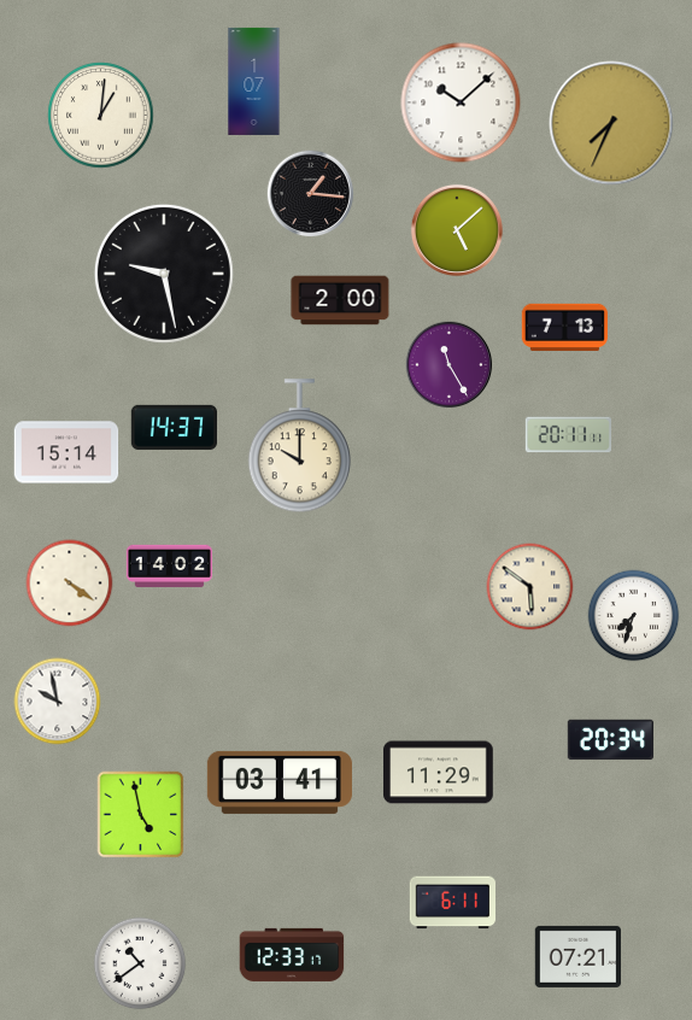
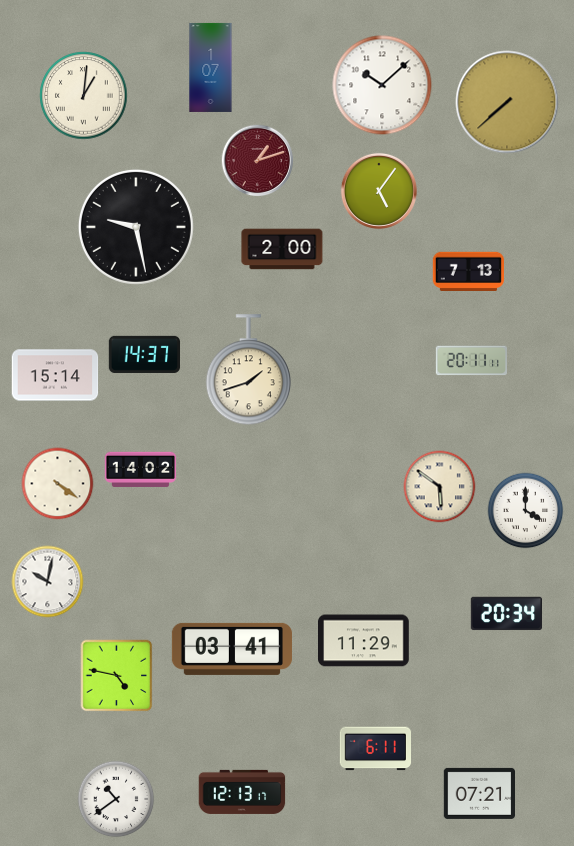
clock at (611, 123): 7:34 -> 7:38
clock at (311, 194): 1:16 -> 1:12
clock at (311, 194) dial: black -> burgundy
clock at (457, 230): 5:08 -> 5:06
clock at (450, 365): 11:25 -> none
clock at (299, 446): 10:00 -> 1:42
clock at (634, 616): 7:33 -> 4:00
clock at (58, 702): 9:58 -> 10:02
clock at (141, 815): 4:58 -> 4:47
clock at (292, 955): 12:33 -> 12:13
